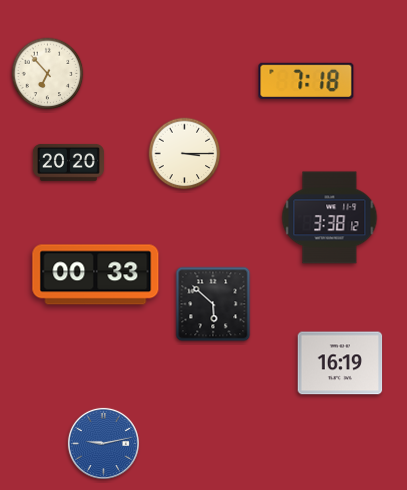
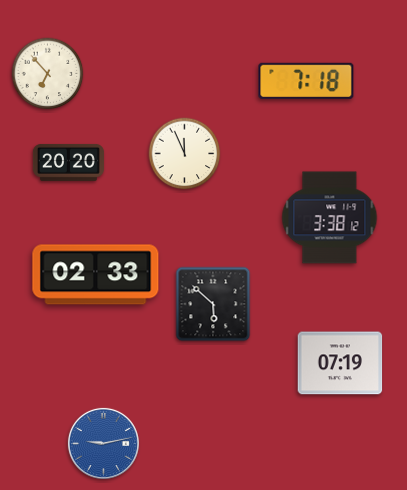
clock at (185, 154): 3:15 -> 11:56
clock at (96, 275): 00:33 -> 02:33
clock at (340, 363): 16:19 -> 07:19
